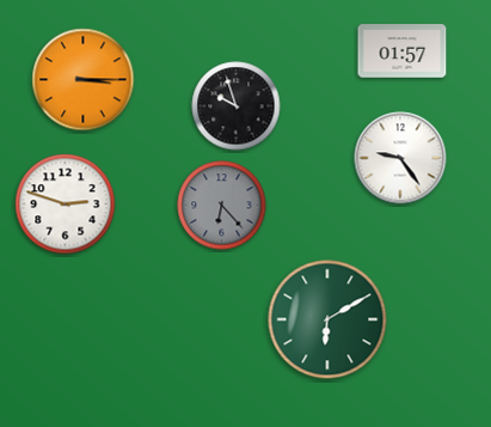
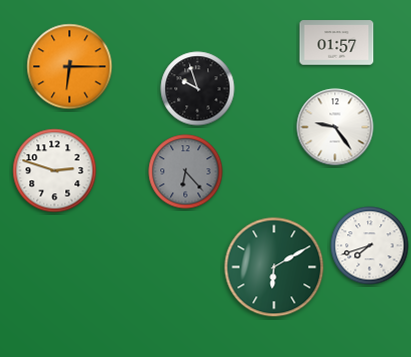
clock at (84, 80): 3:15 -> 6:15
clock at (400, 158) position: (400, 158) -> (335, 127)
clock at (370, 246): none -> 7:42
